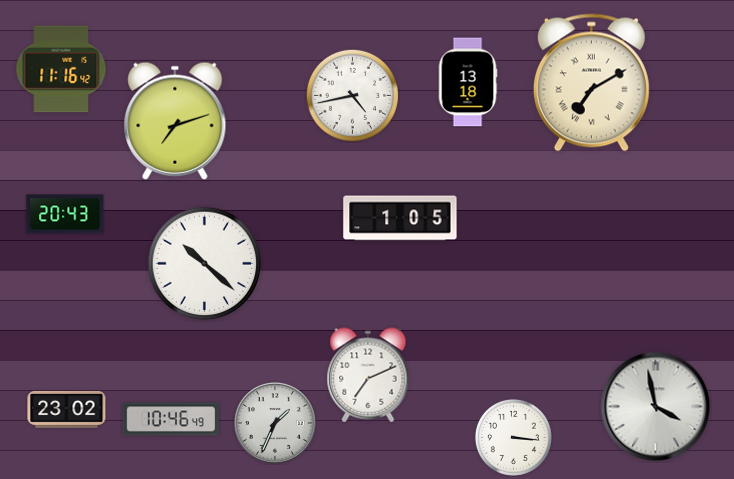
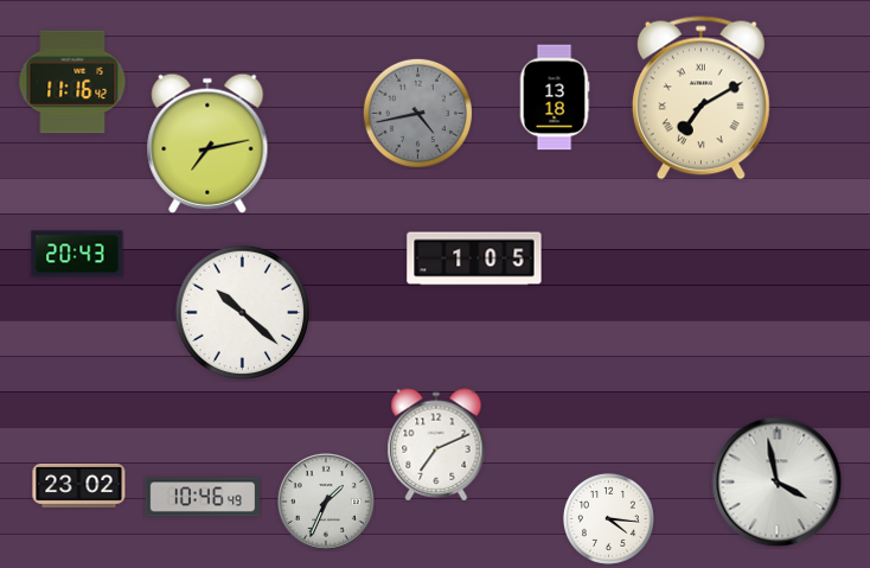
clock at (352, 95) dial: white -> grey
clock at (175, 121): 7:12 -> 7:13
clock at (513, 437): 3:16 -> 4:16
